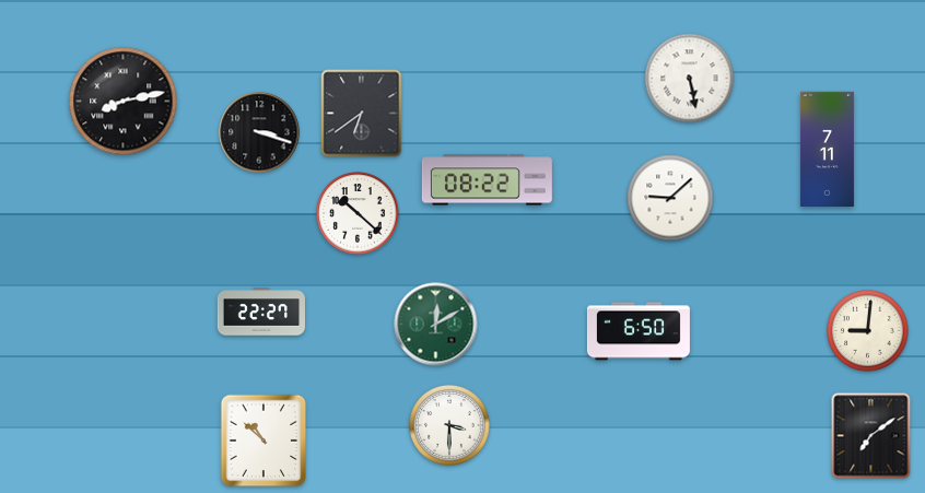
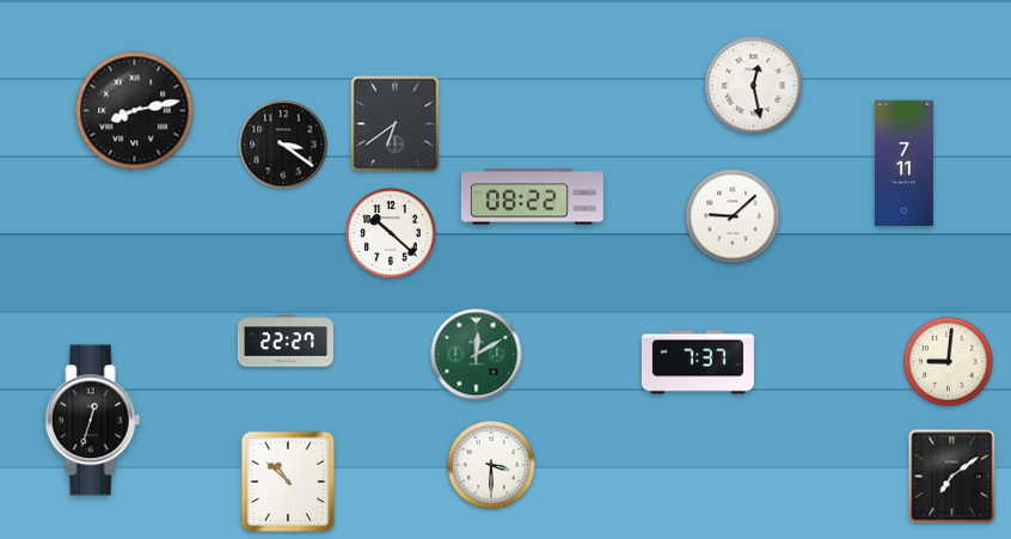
clock at (690, 79): 5:28 -> 12:28
clock at (259, 132): 3:18 -> 3:21
clock at (639, 331): 6:50 -> 7:37
clock at (93, 421): none -> 12:33
